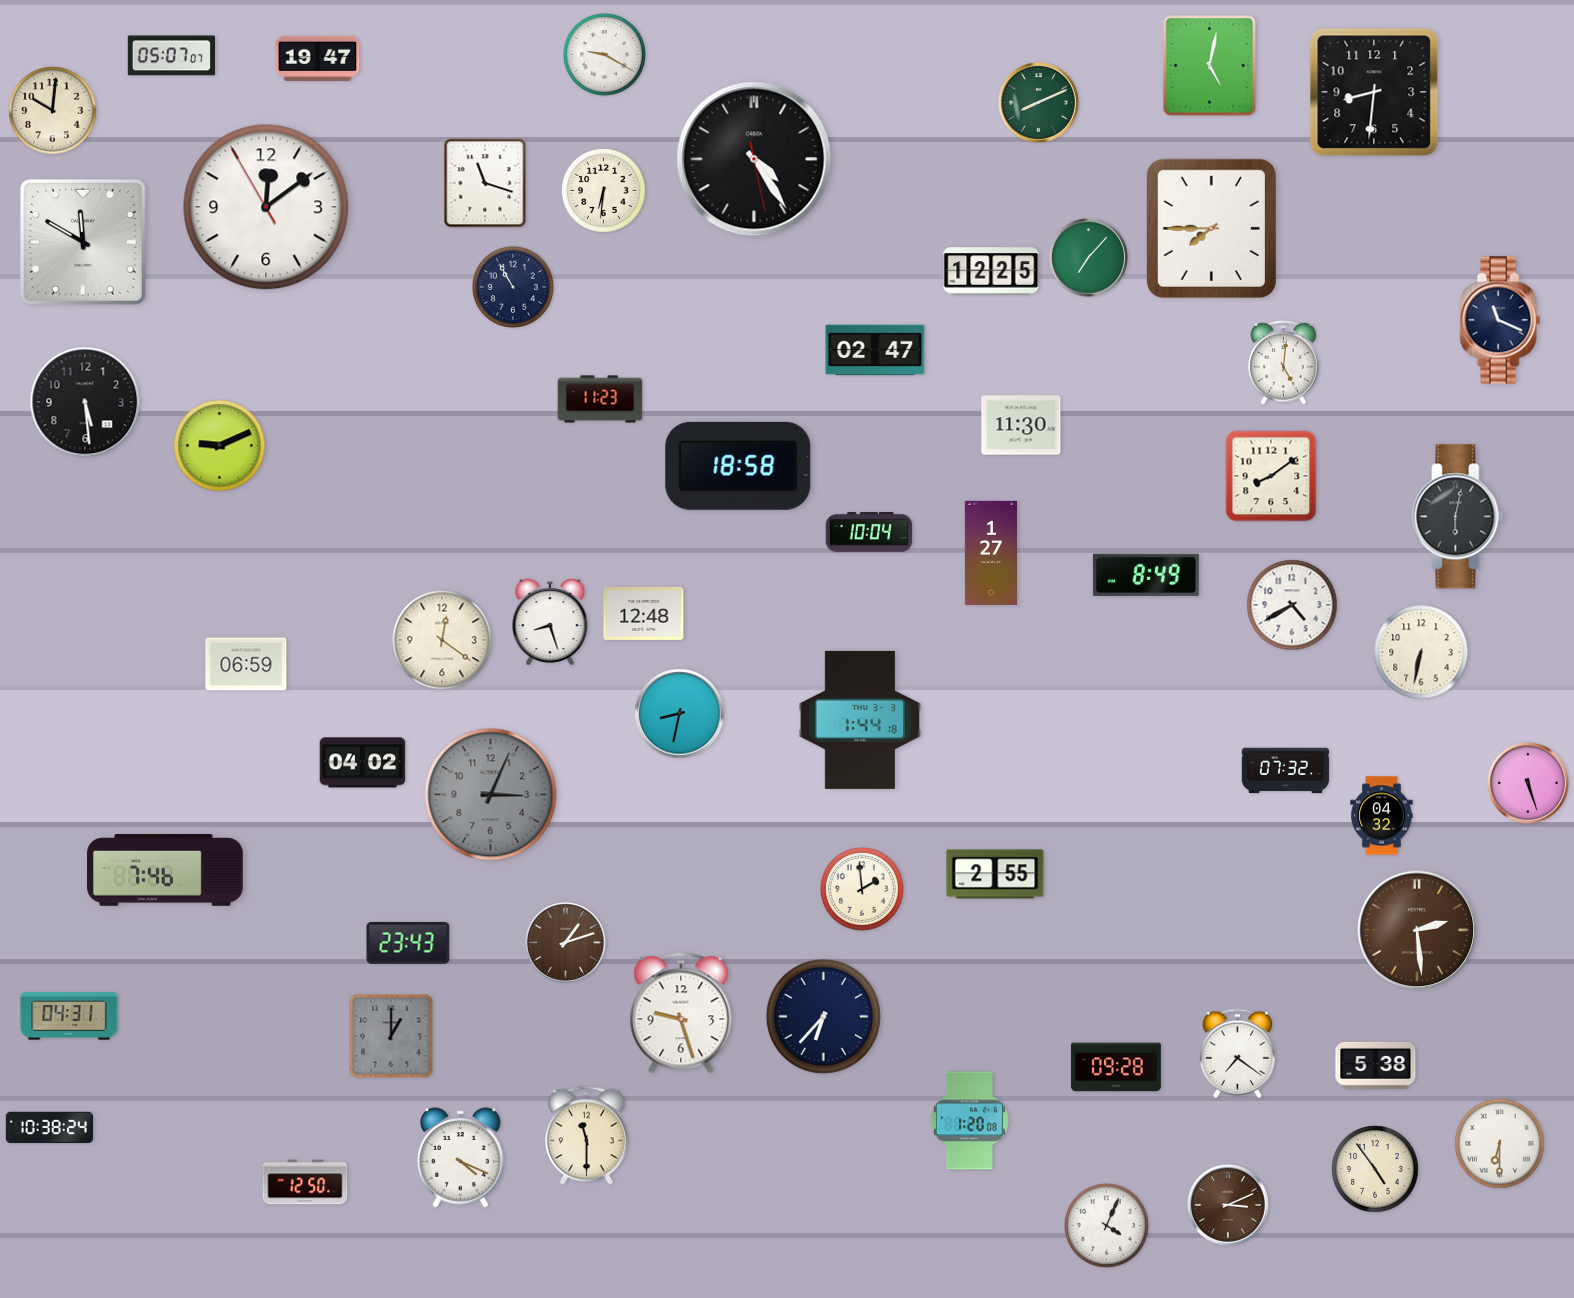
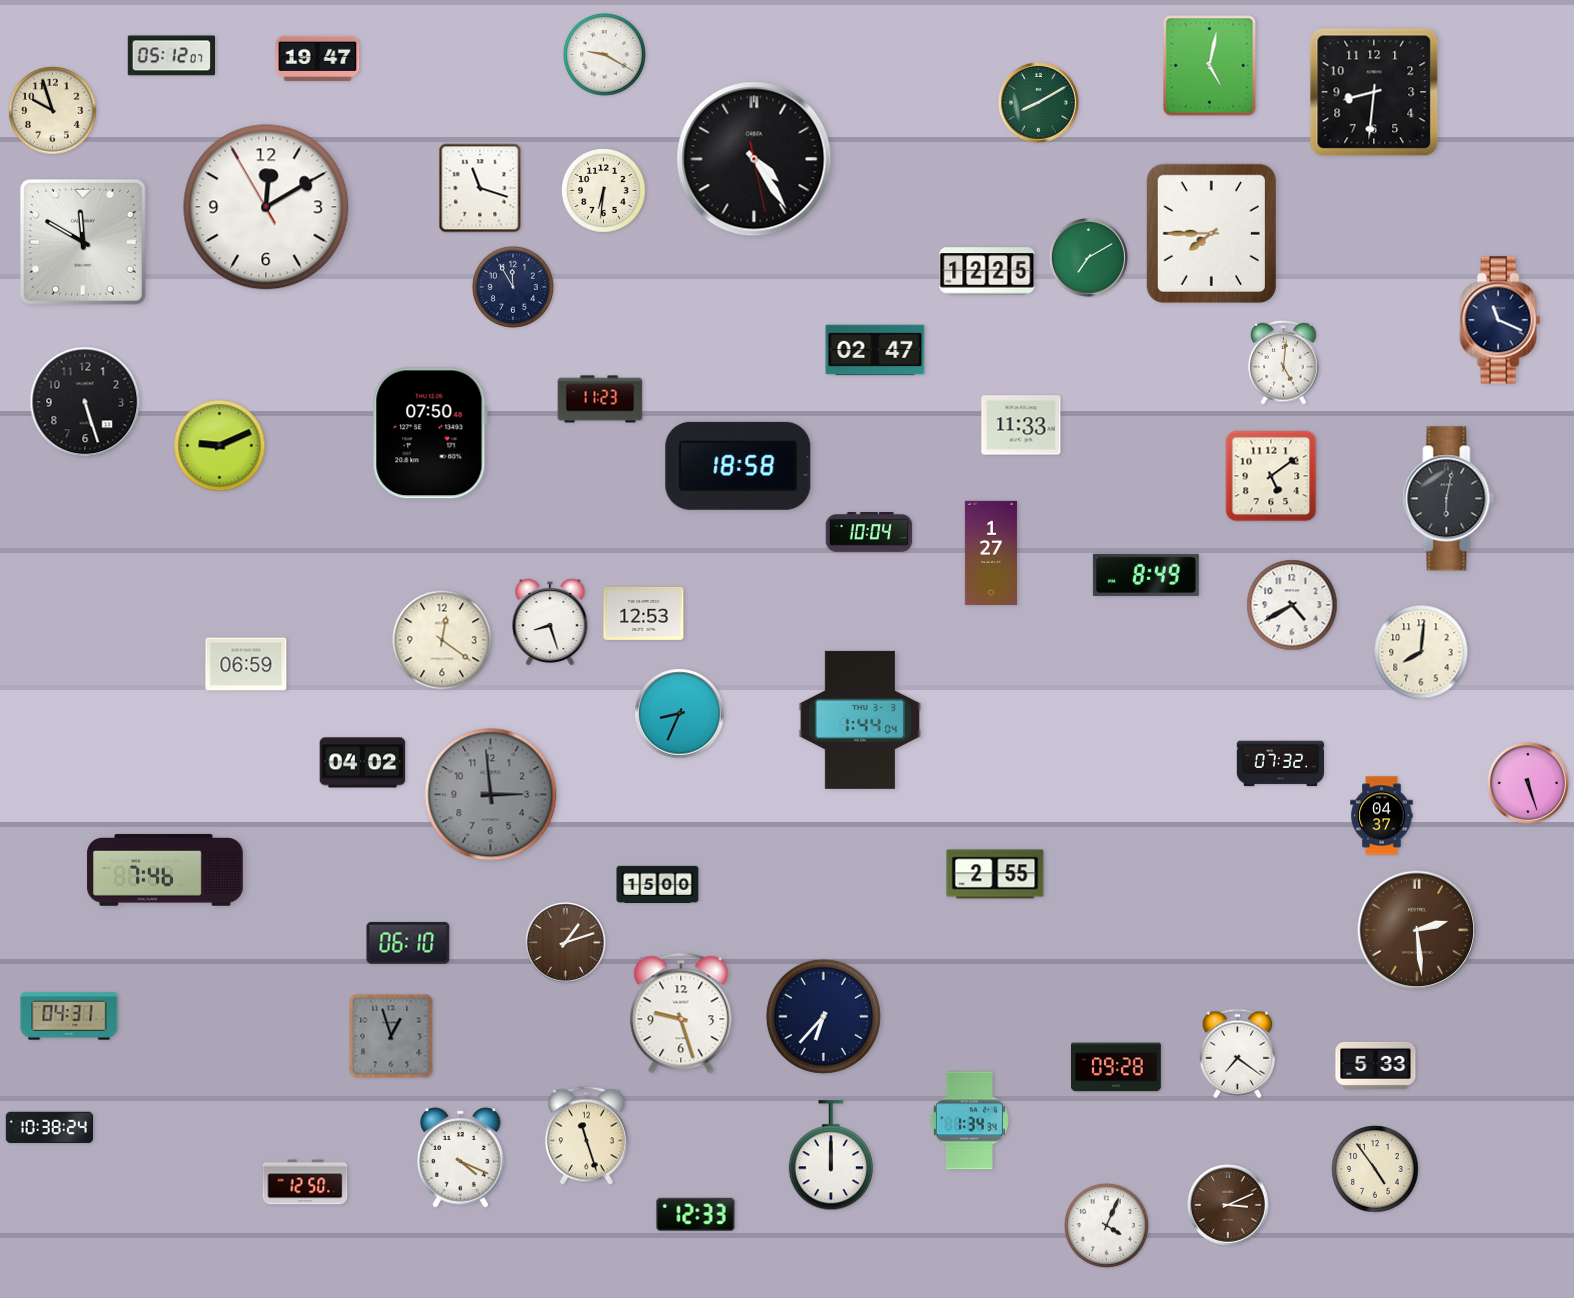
clock at (171, 56): 05:07 -> 05:12
clock at (1038, 102): 8:11 -> 8:10
clock at (53, 111): 10:01 -> 9:57
clock at (485, 183) position: (485, 183) -> (480, 188)
clock at (266, 207): 12:08 -> 12:09
clock at (1211, 228) position: (1211, 228) -> (1211, 233)
clock at (1088, 257): 7:07 -> 7:10
clock at (991, 271) position: (991, 271) -> (987, 271)
clock at (513, 287): 10:55 -> 11:55
clock at (85, 402): 5:29 -> 5:27
clock at (1021, 425): 11:30 -> 11:33
clock at (430, 433): none -> 07:50
clock at (1271, 476): 8:09 -> 5:09
clock at (1458, 517) position: (1458, 517) -> (1449, 499)
clock at (644, 613): 12:48 -> 12:53
clock at (1421, 652): 6:32 -> 8:01
clock at (680, 714): 8:32 -> 8:34
clock at (860, 720): 1:44:18 -> 1:44:04
clock at (1286, 771) position: (1286, 771) -> (1281, 764)
clock at (491, 795): 3:04 -> 2:59
clock at (1382, 816): 04:32 -> 04:37
clock at (658, 884): none -> 15:00
clock at (862, 889): 1:59 -> none
clock at (408, 943): 23:43 -> 06:10
clock at (391, 1036): 1:00 -> 12:57
clock at (1376, 1065): 5:38 -> 5:33
clock at (969, 1121): 1:20 -> 1:34
clock at (587, 1136): 11:30 -> 11:27
clock at (1500, 1144): 6:30 -> none
clock at (831, 1156): none -> 12:00
clock at (696, 1214): none -> 12:33
